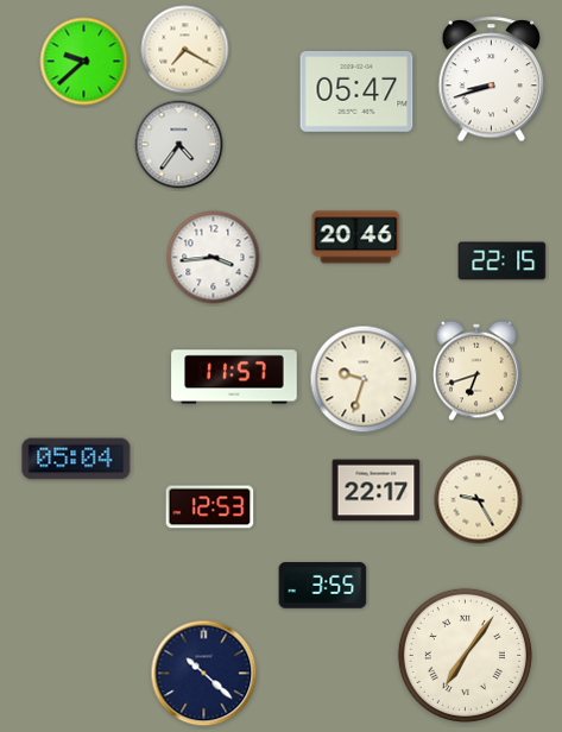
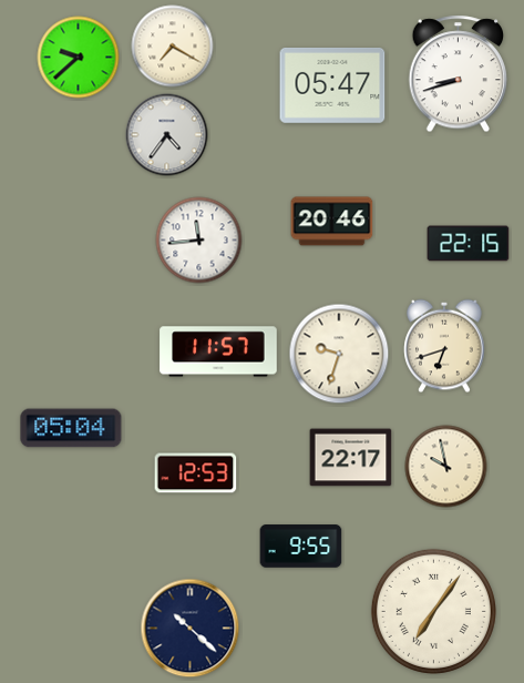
clock at (214, 258): 3:44 -> 11:44
clock at (479, 500): 9:25 -> 9:58
clock at (323, 586): 3:55 -> 9:55
